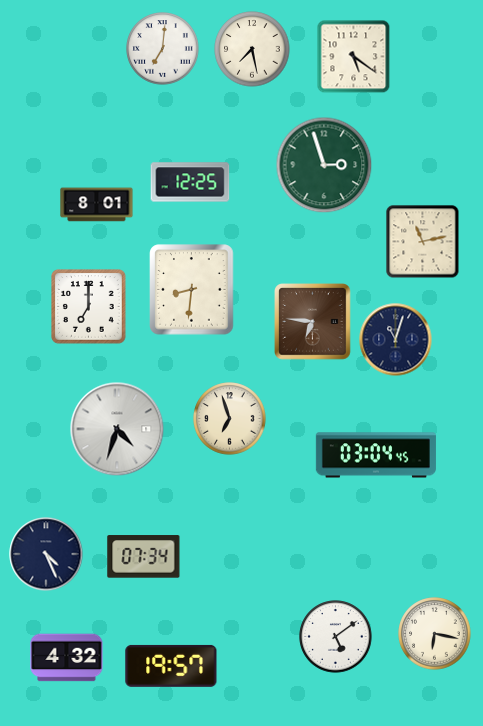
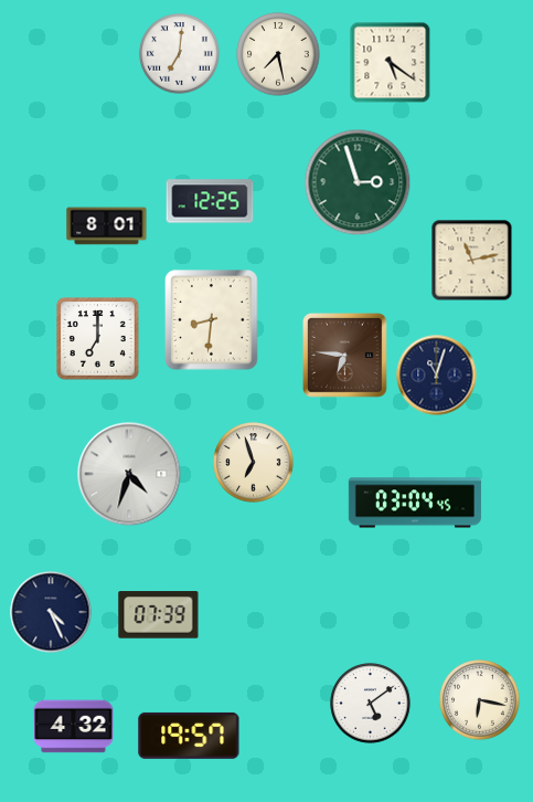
clock at (423, 242) position: (423, 242) -> (472, 261)
clock at (144, 557): 07:34 -> 07:39
